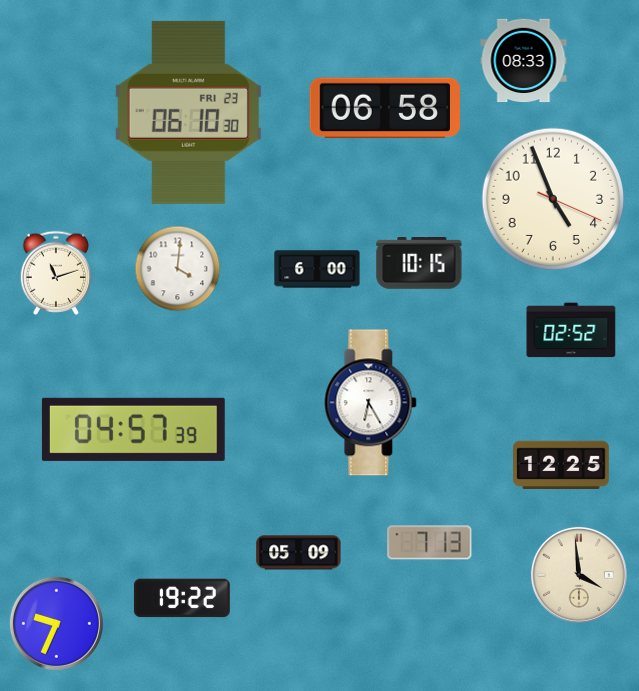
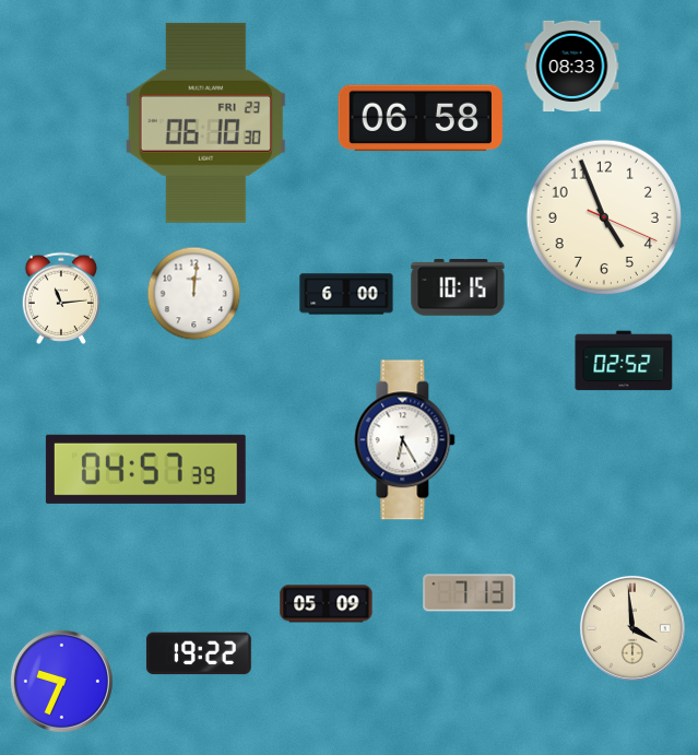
clock at (178, 269): 4:01 -> 12:01
clock at (55, 273): 11:12 -> 11:14
clock at (562, 464): 12:25 -> none
